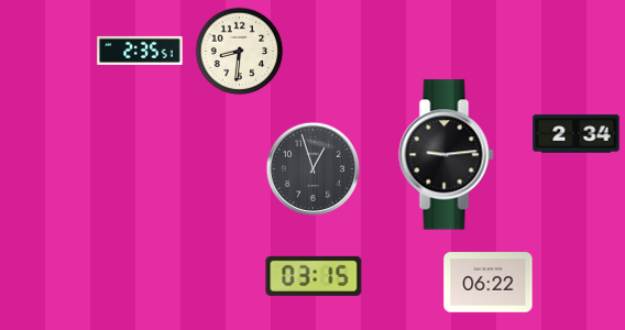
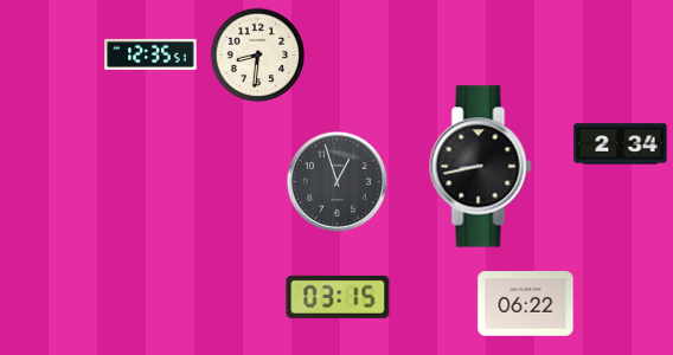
clock at (140, 51): 2:35 -> 12:35
clock at (447, 155): 9:14 -> 8:43
